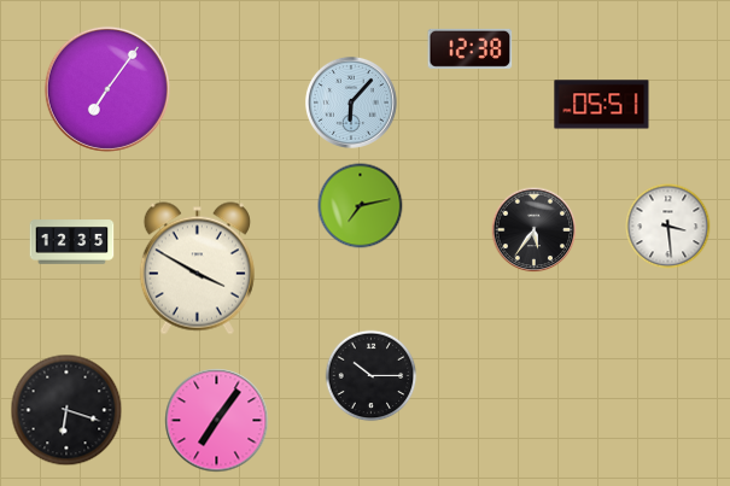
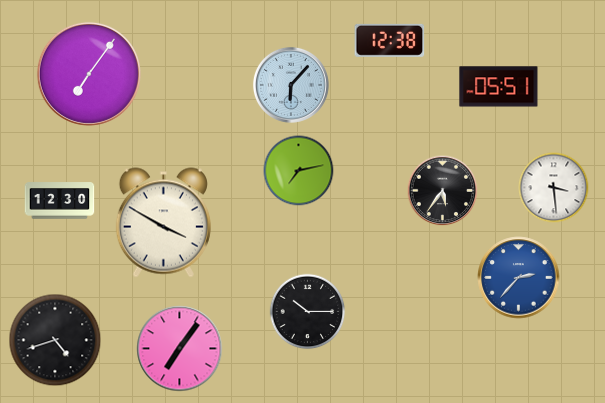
clock at (72, 242): 12:35 -> 12:30
clock at (519, 278): none -> 2:37
clock at (66, 410): 6:18 -> 4:42
